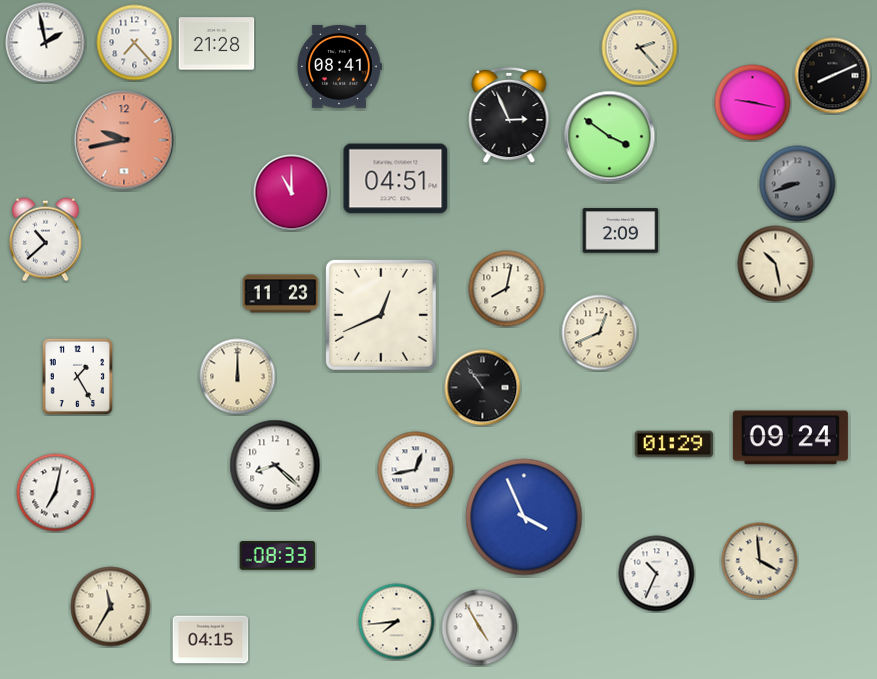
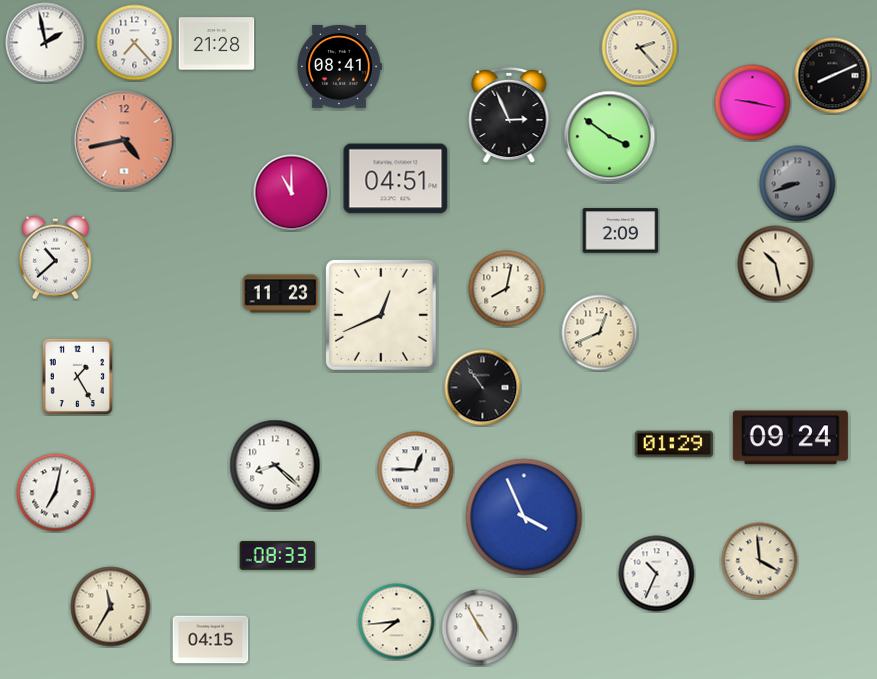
clock at (124, 140): 9:43 -> 4:43
clock at (46, 240) position: (46, 240) -> (56, 258)
clock at (238, 377): 12:00 -> none
clock at (416, 470): 12:43 -> 12:45
